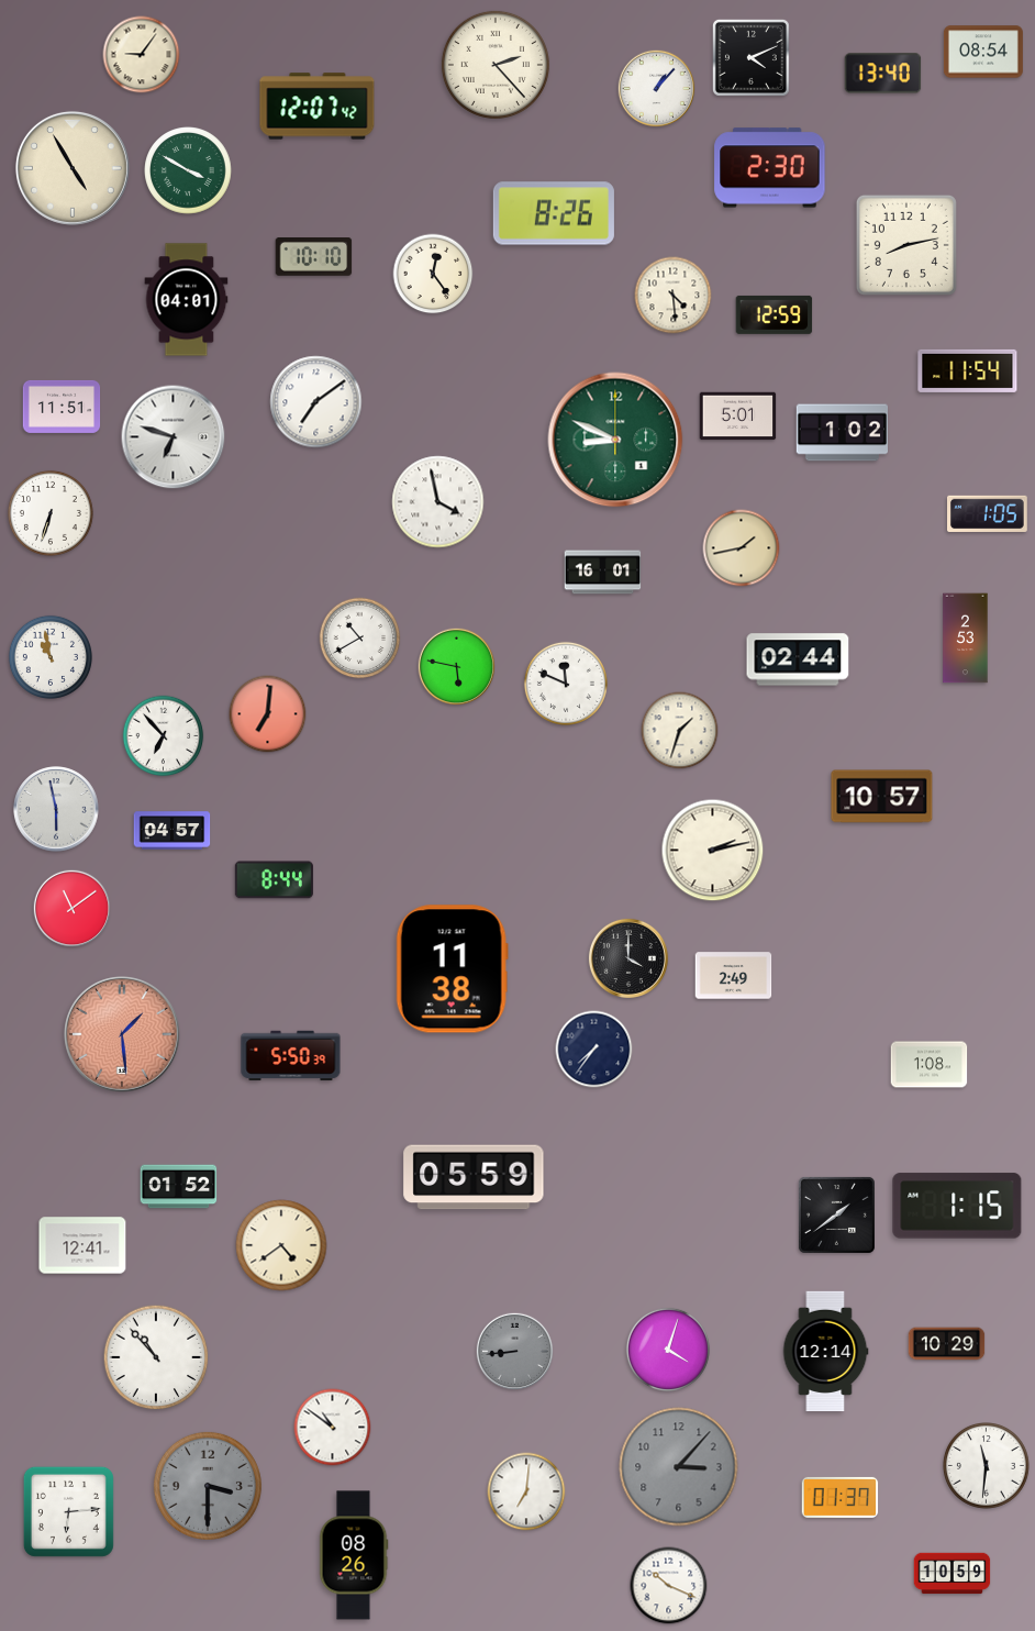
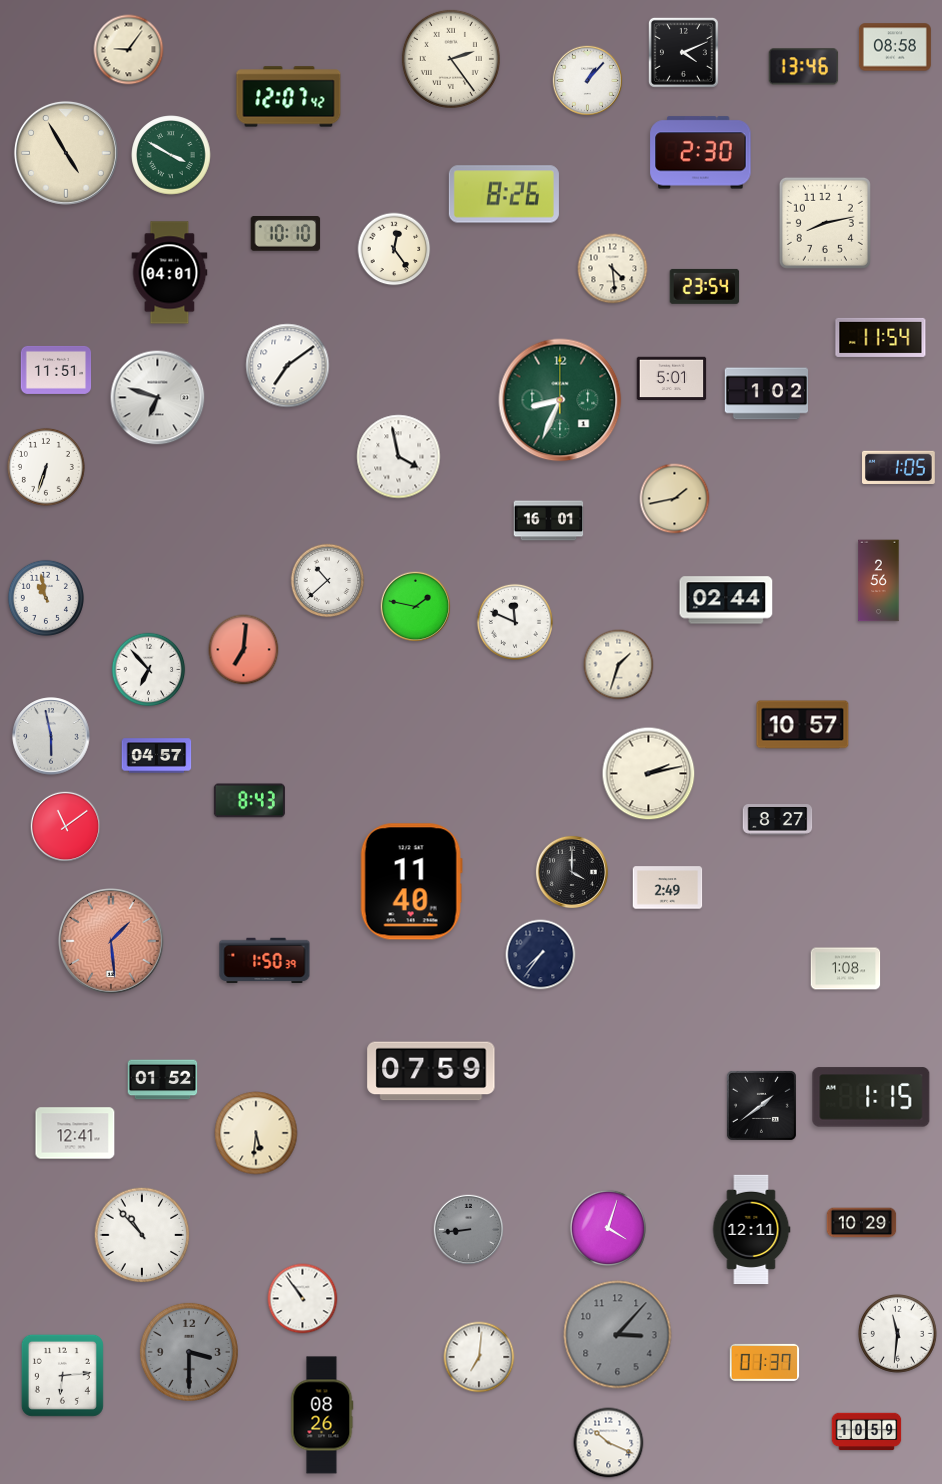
clock at (983, 52): 08:54 -> 08:58
clock at (496, 65): 2:23 -> 2:24
clock at (883, 74): 13:40 -> 13:46
clock at (657, 89) position: (657, 89) -> (588, 81)
clock at (775, 314): 12:59 -> 23:54
clock at (615, 440): 8:49 -> 8:34
clock at (360, 639): 10:40 -> 10:38
clock at (966, 639): 2:53 -> 2:56
clock at (457, 667): 5:47 -> 1:47
clock at (274, 880): 8:44 -> 8:43
clock at (778, 820): none -> 8:27
clock at (452, 969): 11:38 -> 11:40
clock at (291, 1056): 5:50 -> 1:50
clock at (474, 1177): 05:59 -> 07:59
clock at (281, 1245): 4:39 -> 5:31
clock at (825, 1351): 12:14 -> 12:11
clock at (333, 1428): 10:51 -> 10:54
